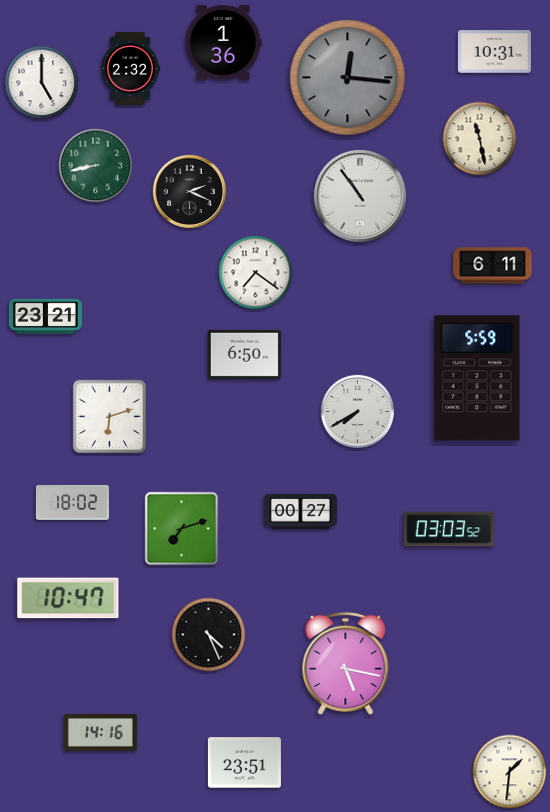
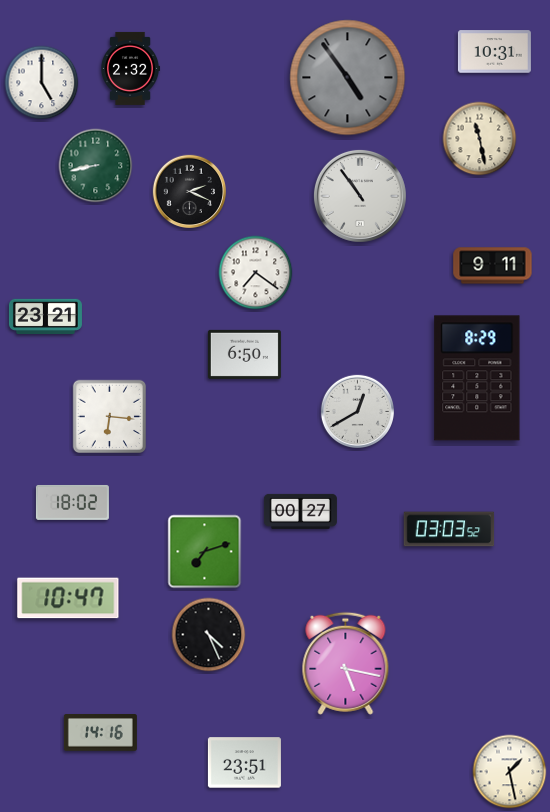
clock at (223, 43): 1:36 -> none
clock at (348, 78): 12:16 -> 4:54
clock at (493, 266): 6:11 -> 9:11
clock at (477, 378): 5:59 -> 8:29
clock at (357, 411): 7:40 -> 12:40
clock at (110, 417): 6:12 -> 6:16
clock at (182, 529) position: (182, 529) -> (205, 552)
clock at (510, 772): 1:31 -> 1:28
